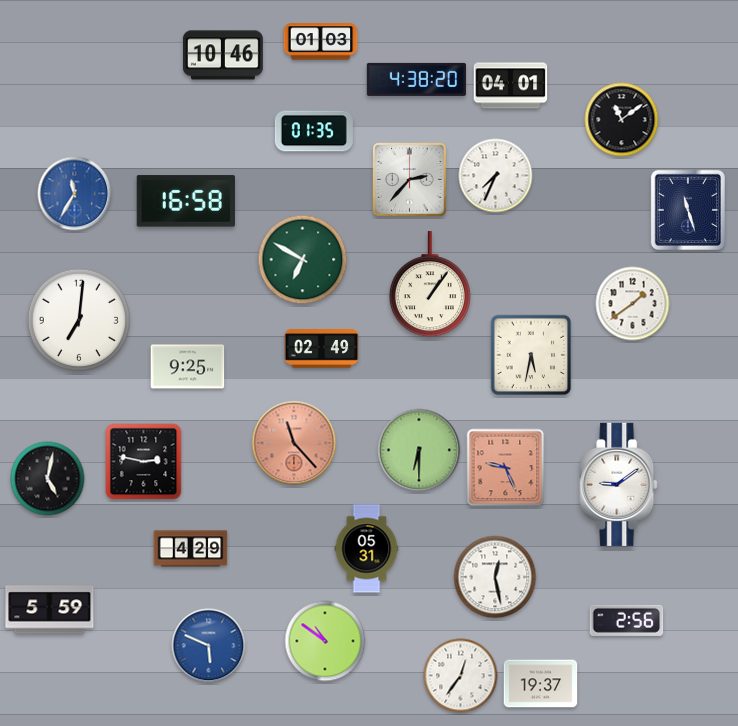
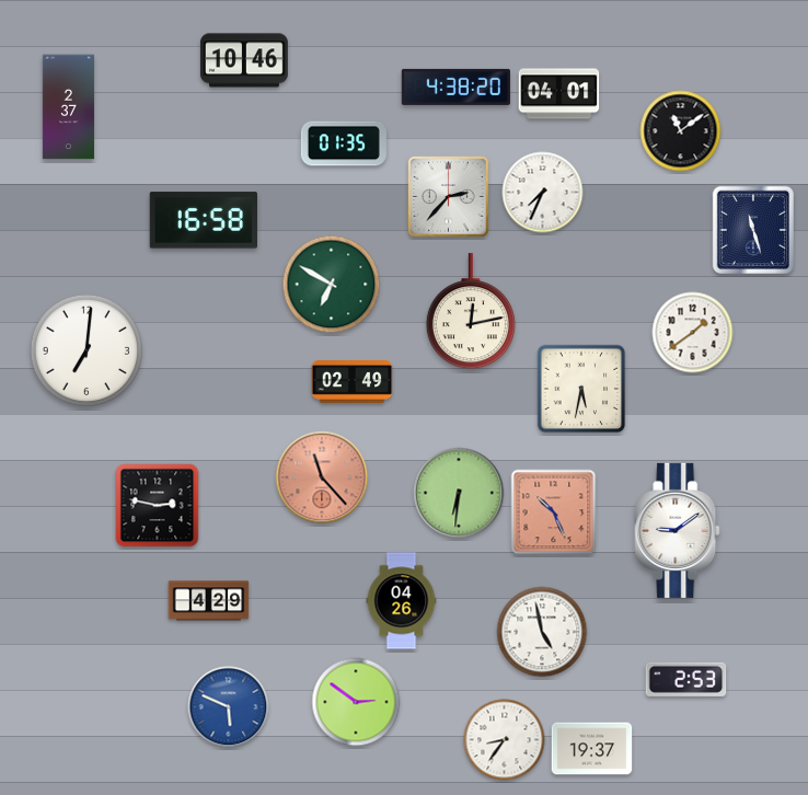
clock at (321, 42): 01:03 -> none
clock at (68, 107): none -> 2:37
clock at (75, 194): 11:35 -> none
clock at (430, 285): 1:06 -> 12:13
clock at (188, 367): 9:25 -> none
clock at (294, 443) position: (294, 443) -> (322, 477)
clock at (419, 450): 6:30 -> 6:31
clock at (506, 468): 9:26 -> 10:26
clock at (48, 479): 5:02 -> none
clock at (367, 549): 05:31 -> 04:26
clock at (495, 577): 12:28 -> 4:58
clock at (50, 610): 5:59 -> none
clock at (627, 620): 2:56 -> 2:53
clock at (325, 641): 10:51 -> 2:51
clock at (461, 676): 12:36 -> 8:36
